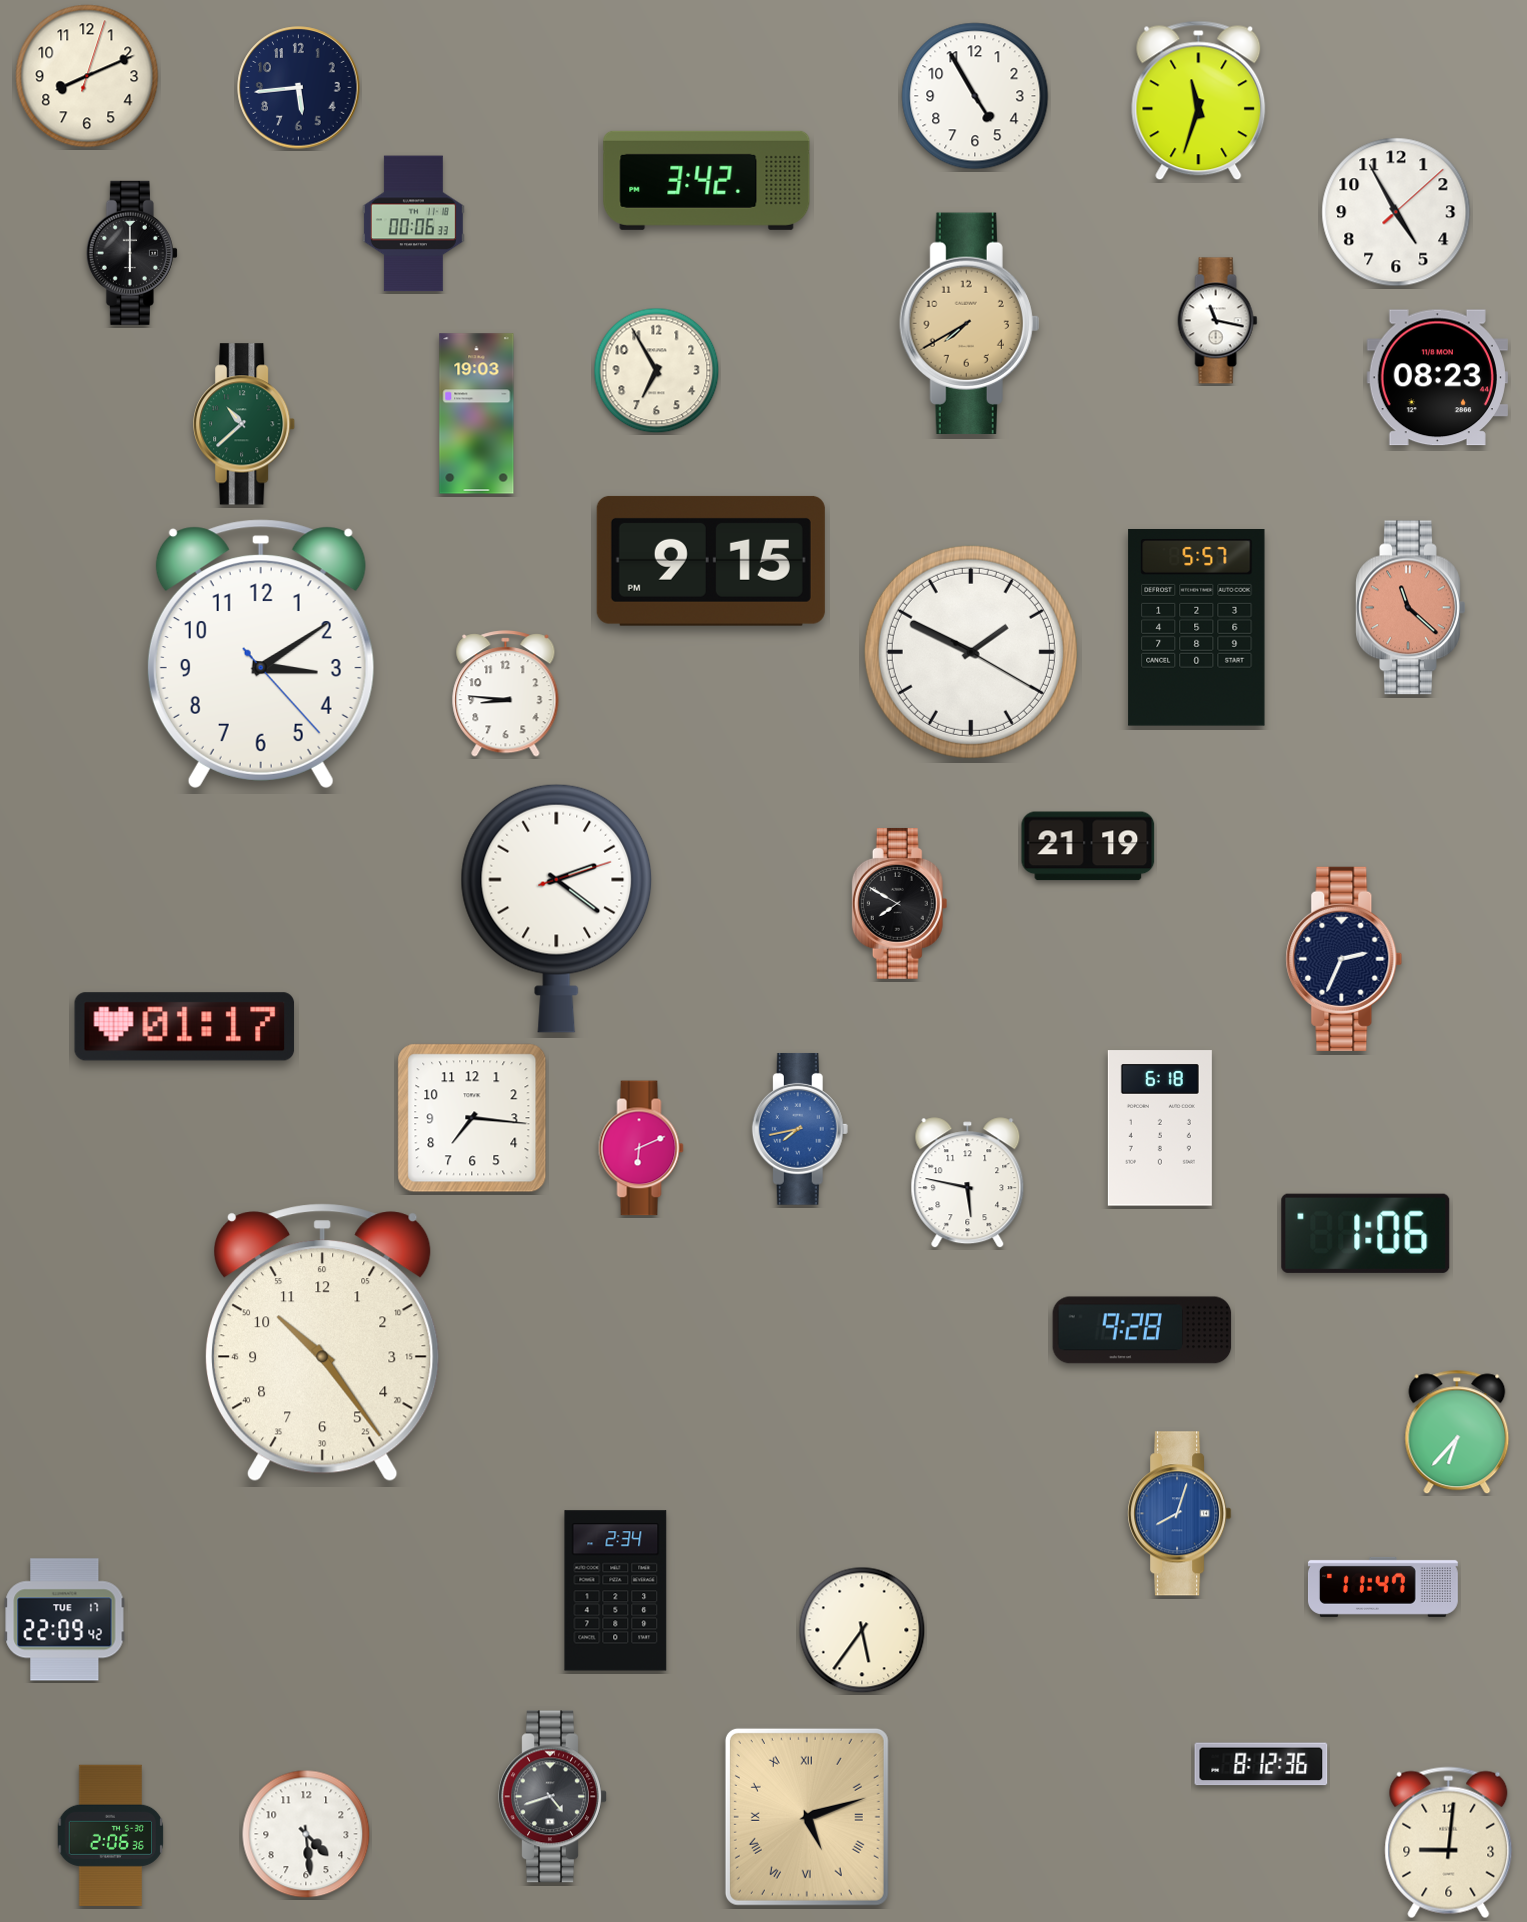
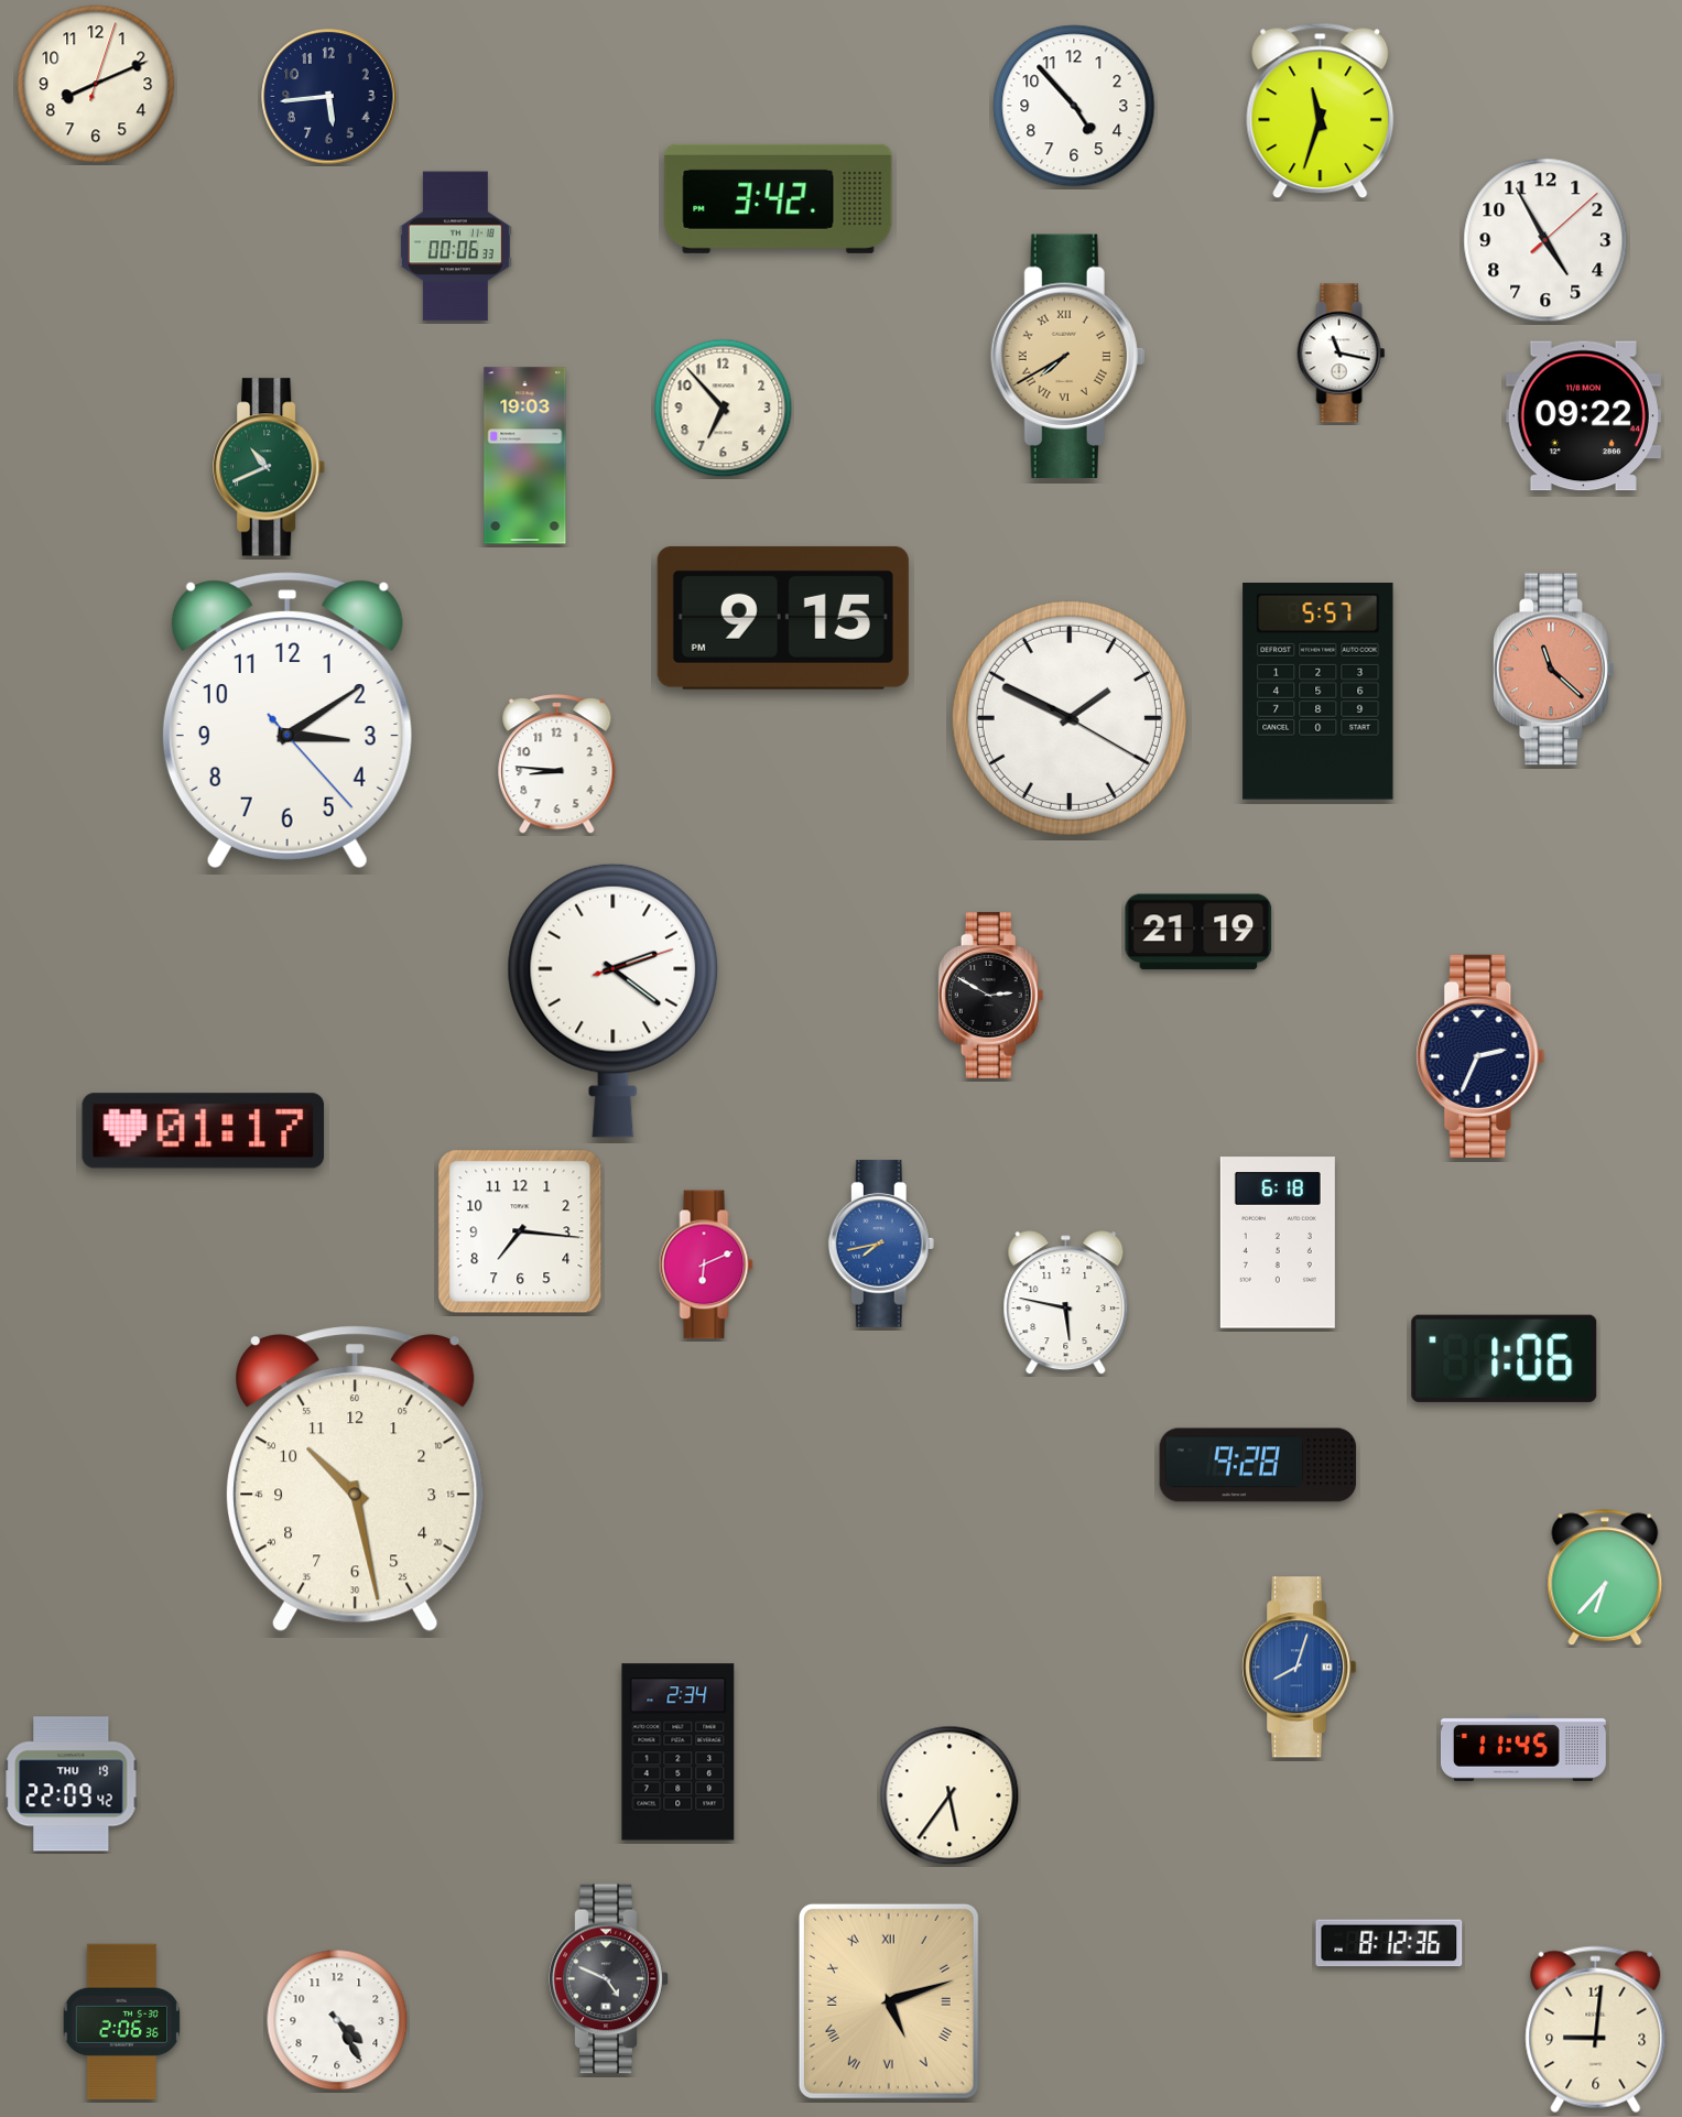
clock at (975, 96): 4:55 -> 4:53
clock at (1396, 212) position: (1396, 212) -> (1545, 240)
clock at (132, 253): 6:00 -> none
clock at (970, 323) numerals: Arabic -> Roman
clock at (657, 371): 6:55 -> 6:53
clock at (1437, 378): 08:23 -> 09:22
clock at (245, 424): 10:38 -> 10:41
clock at (900, 903): 7:50 -> 2:50
clock at (323, 1343): 10:24 -> 10:28
clock at (1383, 1587): 11:47 -> 11:45
clock at (65, 1620) date: TUE 17 -> THU 19
clock at (553, 1797): 4:42 -> 4:49
clock at (306, 1834): 4:29 -> 4:25
